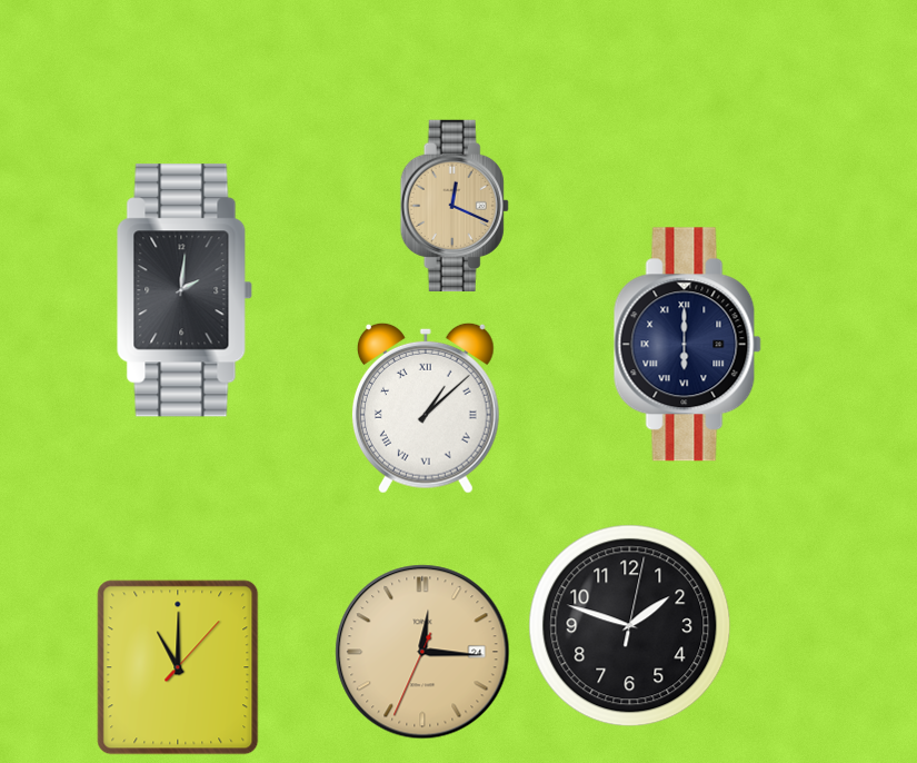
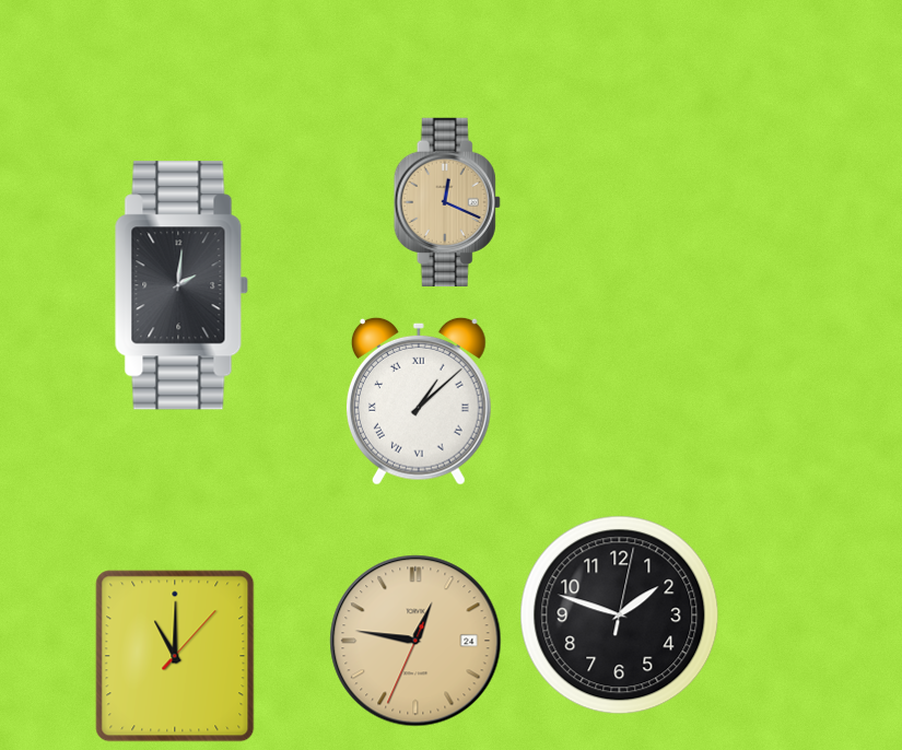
clock at (687, 345): 6:00 -> none
clock at (422, 652): 12:15 -> 12:46
